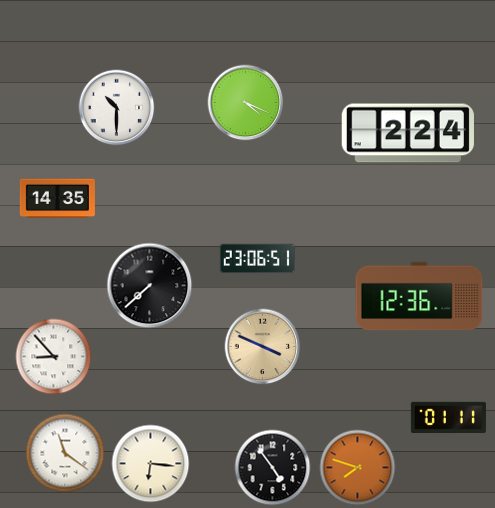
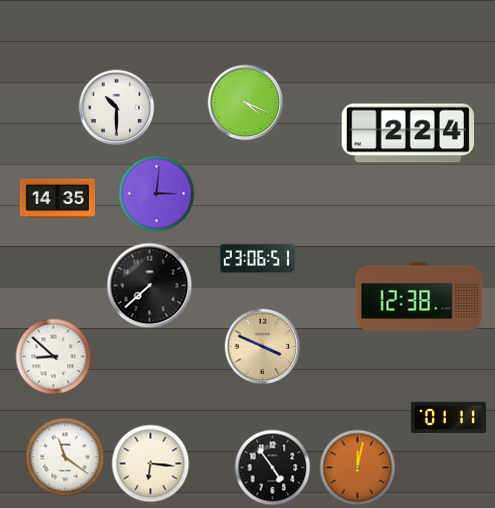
clock at (157, 194): none -> 3:01
clock at (419, 296): 12:36 -> 12:38
clock at (54, 357): 8:53 -> 8:52
clock at (65, 453) position: (65, 453) -> (65, 457)
clock at (358, 468): 7:48 -> 12:02
